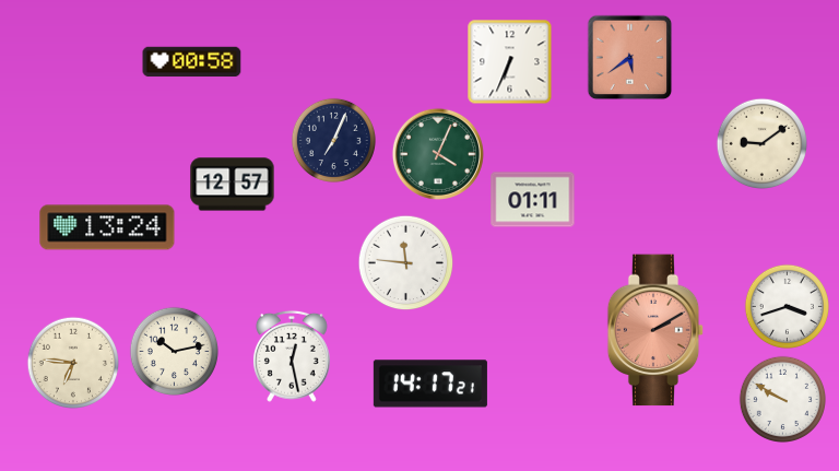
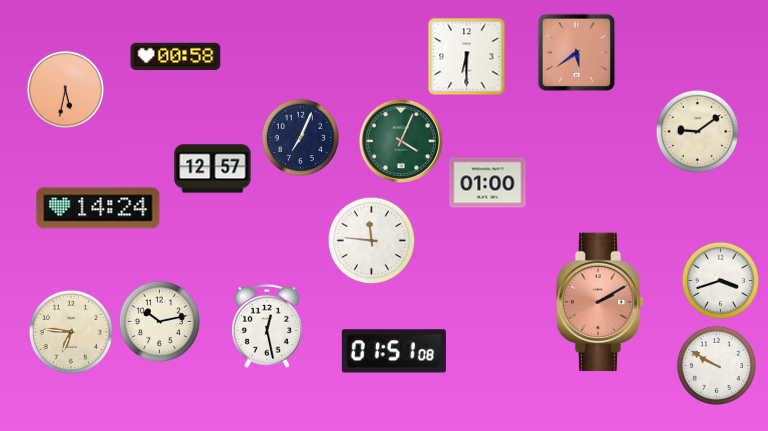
clock at (509, 61): 6:34 -> 6:30
clock at (65, 89): none -> 5:32
clock at (333, 140) position: (333, 140) -> (300, 137)
clock at (533, 200): 01:11 -> 01:00
clock at (107, 227): 13:24 -> 14:24
clock at (73, 363) position: (73, 363) -> (71, 332)
clock at (430, 384): 14:17 -> 01:51
